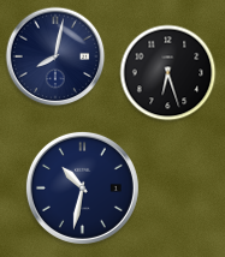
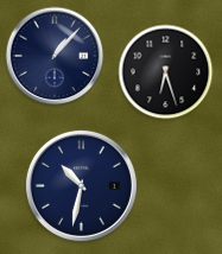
clock at (55, 56): 8:02 -> 1:07
